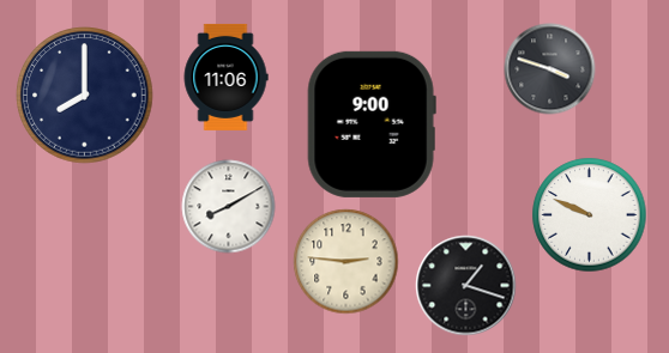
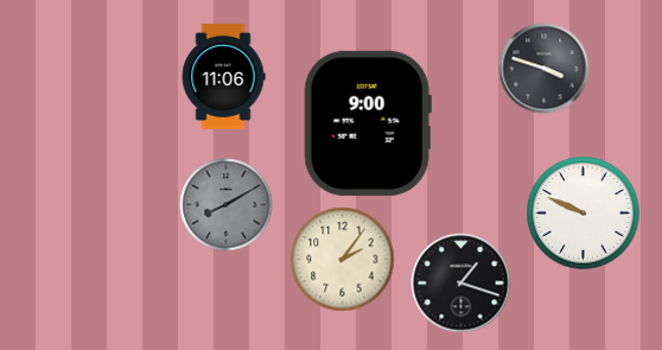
clock at (85, 96): 8:00 -> none
clock at (229, 207) dial: white -> grey
clock at (346, 262): 2:46 -> 2:06
